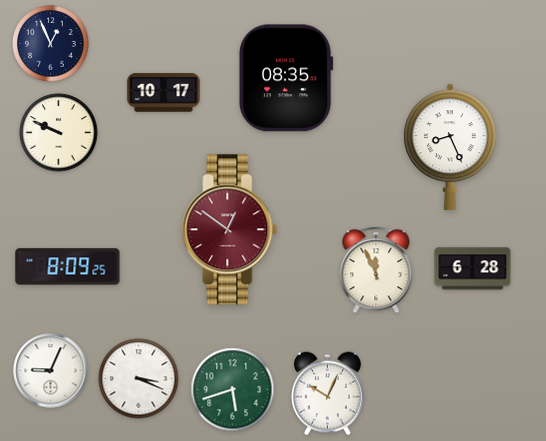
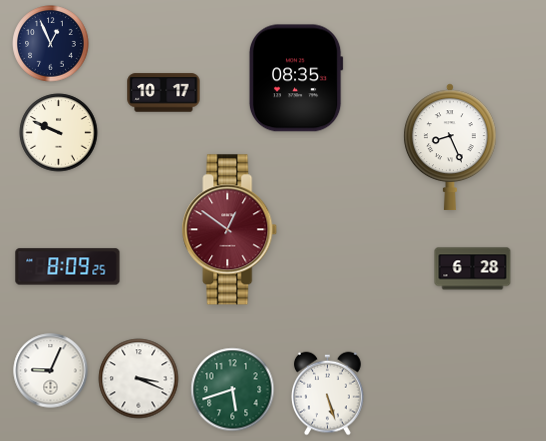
clock at (286, 78) position: (286, 78) -> (296, 78)
clock at (376, 270): 11:56 -> none
clock at (328, 394): 10:04 -> 5:27
